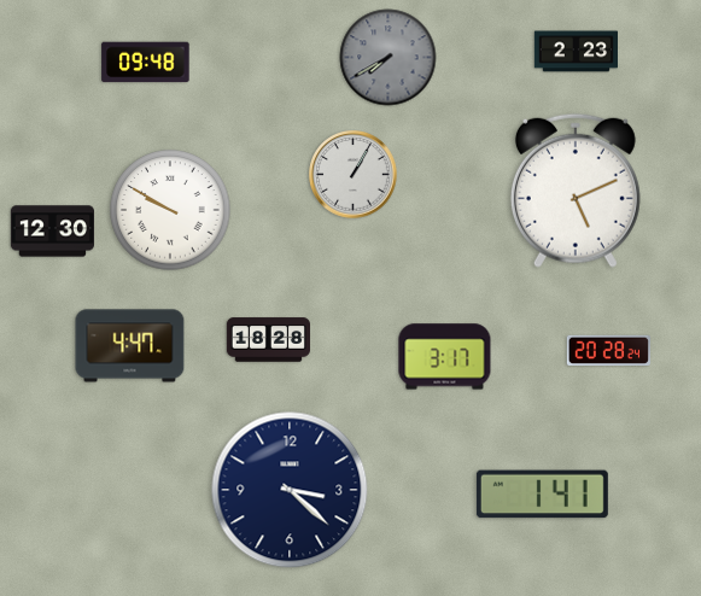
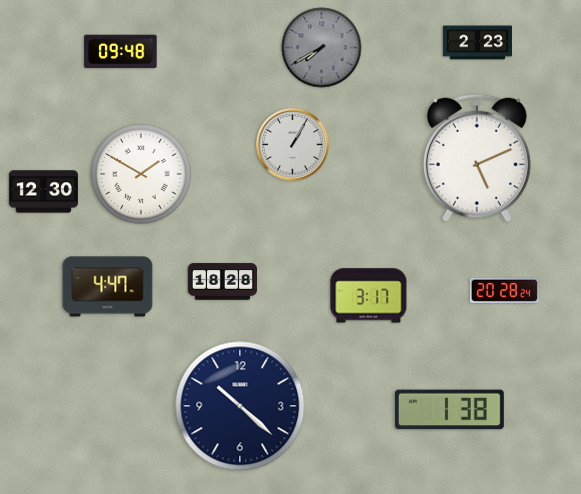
clock at (170, 210): 9:50 -> 1:50
clock at (290, 490): 3:22 -> 10:22
clock at (542, 495): 1:41 -> 1:38
